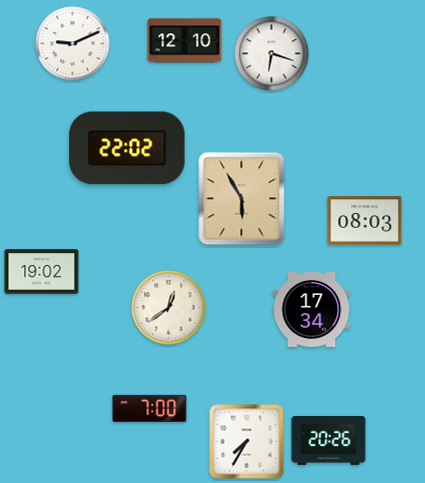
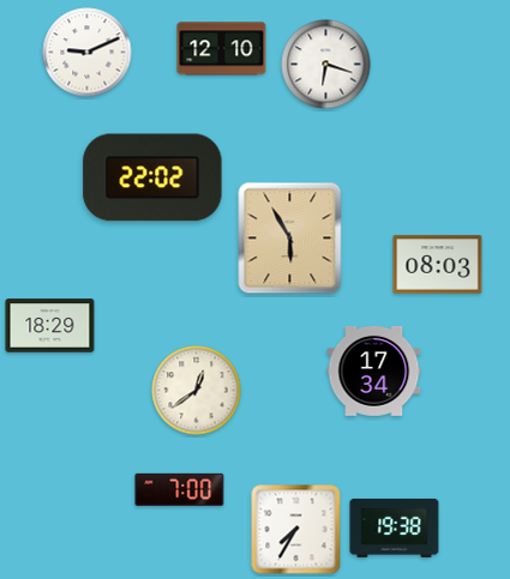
clock at (42, 272): 19:02 -> 18:29
clock at (169, 308) position: (169, 308) -> (197, 391)
clock at (329, 440): 20:26 -> 19:38
